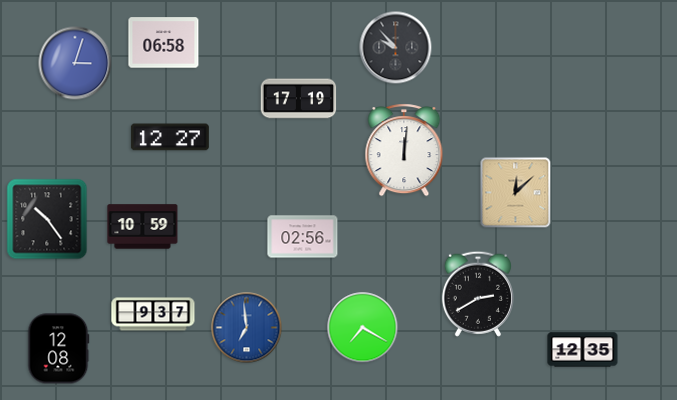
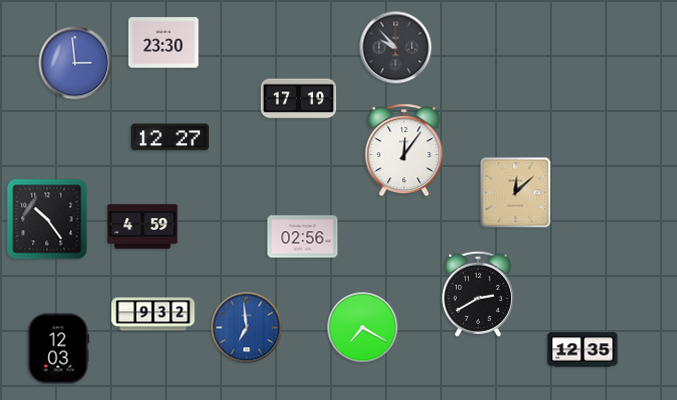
clock at (164, 43): 06:58 -> 23:30
clock at (75, 63): 3:03 -> 2:59
clock at (404, 150): 12:01 -> 12:06
clock at (143, 227): 10:59 -> 4:59
clock at (153, 314): 9:37 -> 9:32
clock at (59, 349): 12:08 -> 12:03
